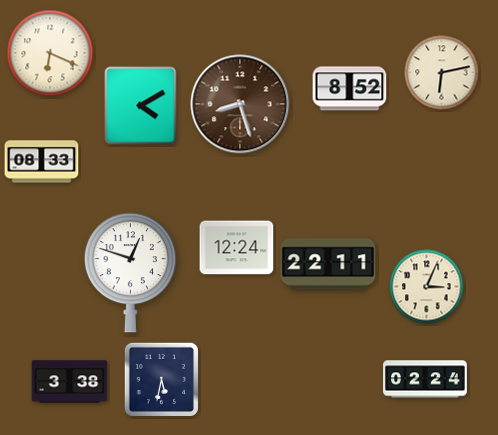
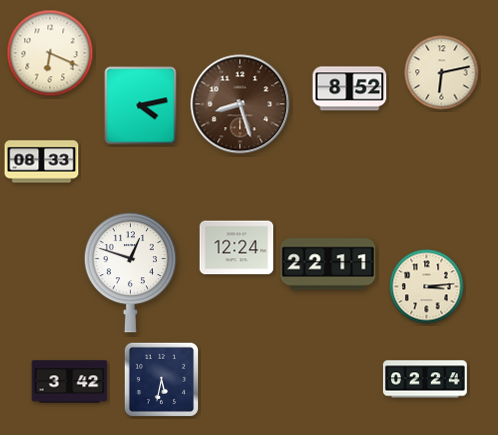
clock at (141, 106): 4:10 -> 4:13
clock at (427, 287): 3:04 -> 3:14
clock at (70, 382): 3:38 -> 3:42
